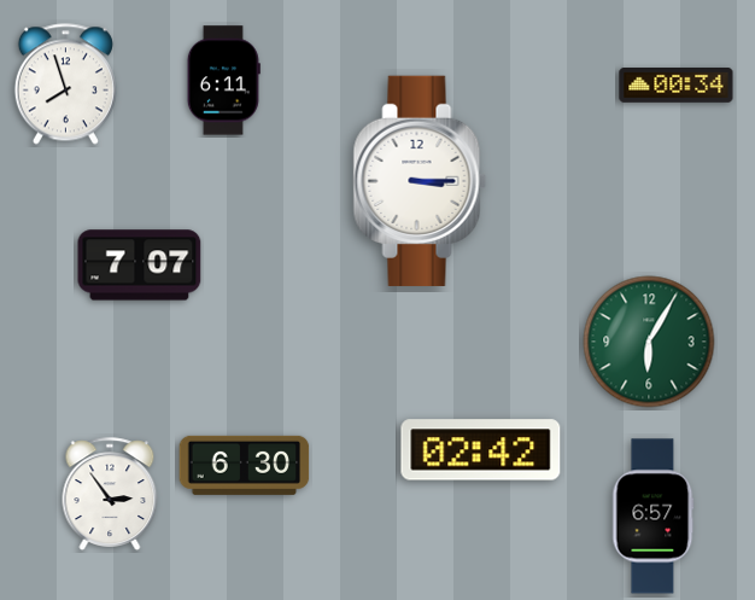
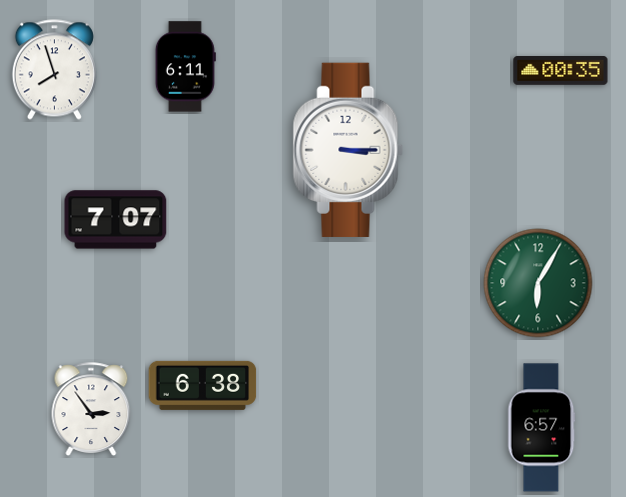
clock at (677, 86): 00:34 -> 00:35
clock at (481, 450): 02:42 -> none
clock at (245, 465): 6:30 -> 6:38
